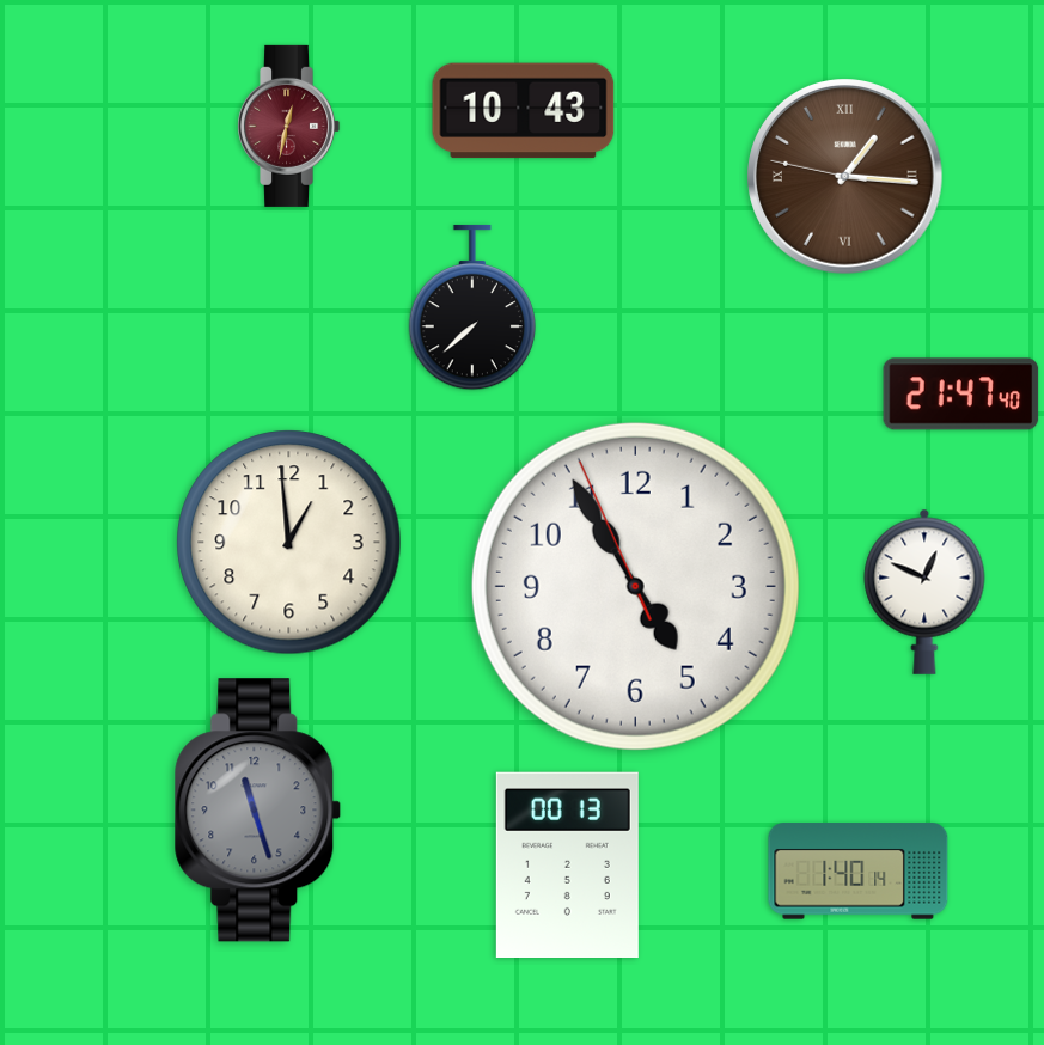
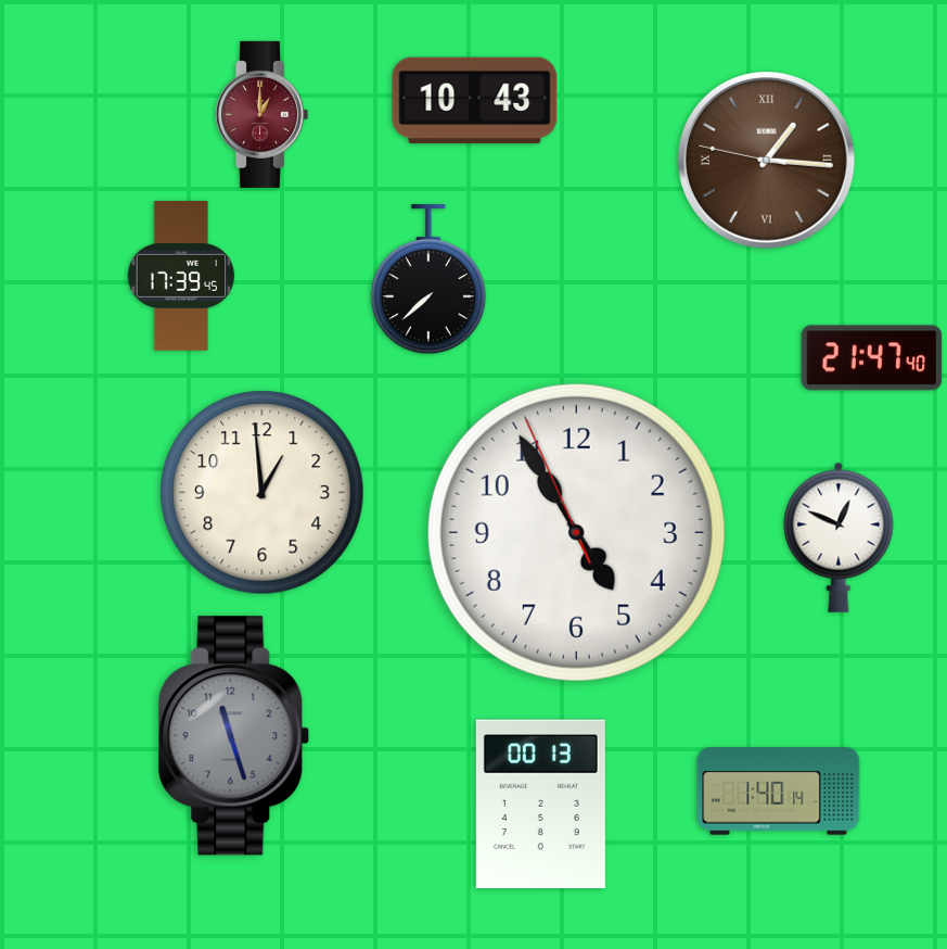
clock at (289, 126): 12:32 -> 1:00
clock at (181, 276): none -> 17:39
clock at (567, 864) position: (567, 864) -> (540, 804)
